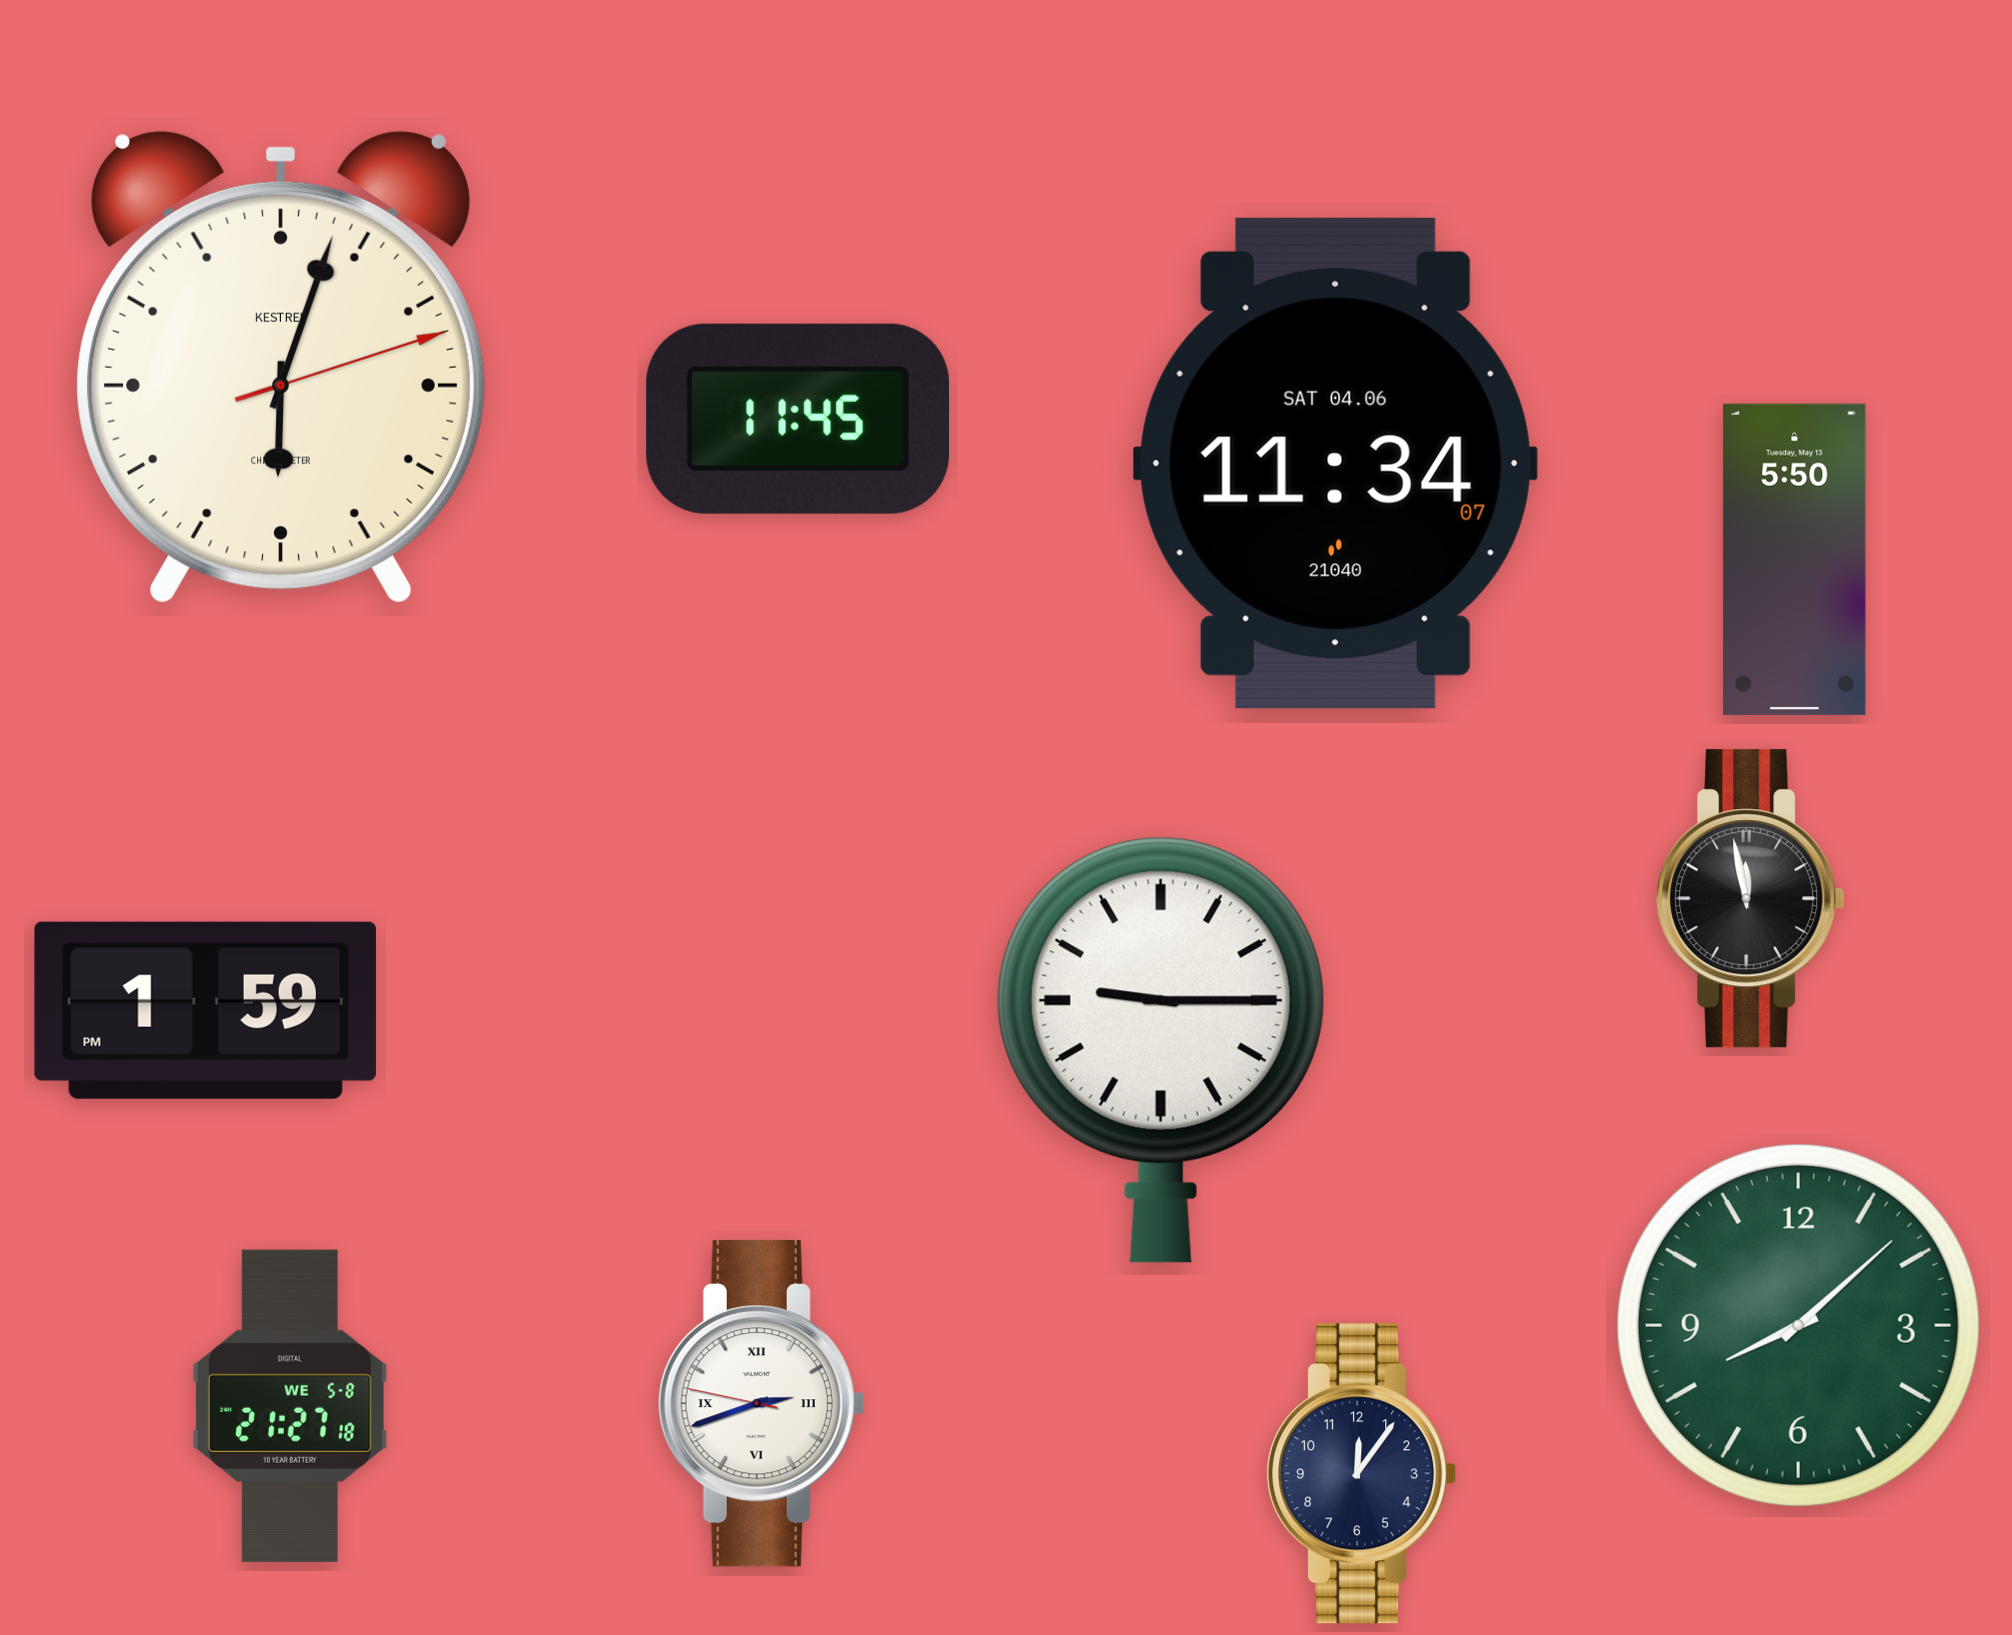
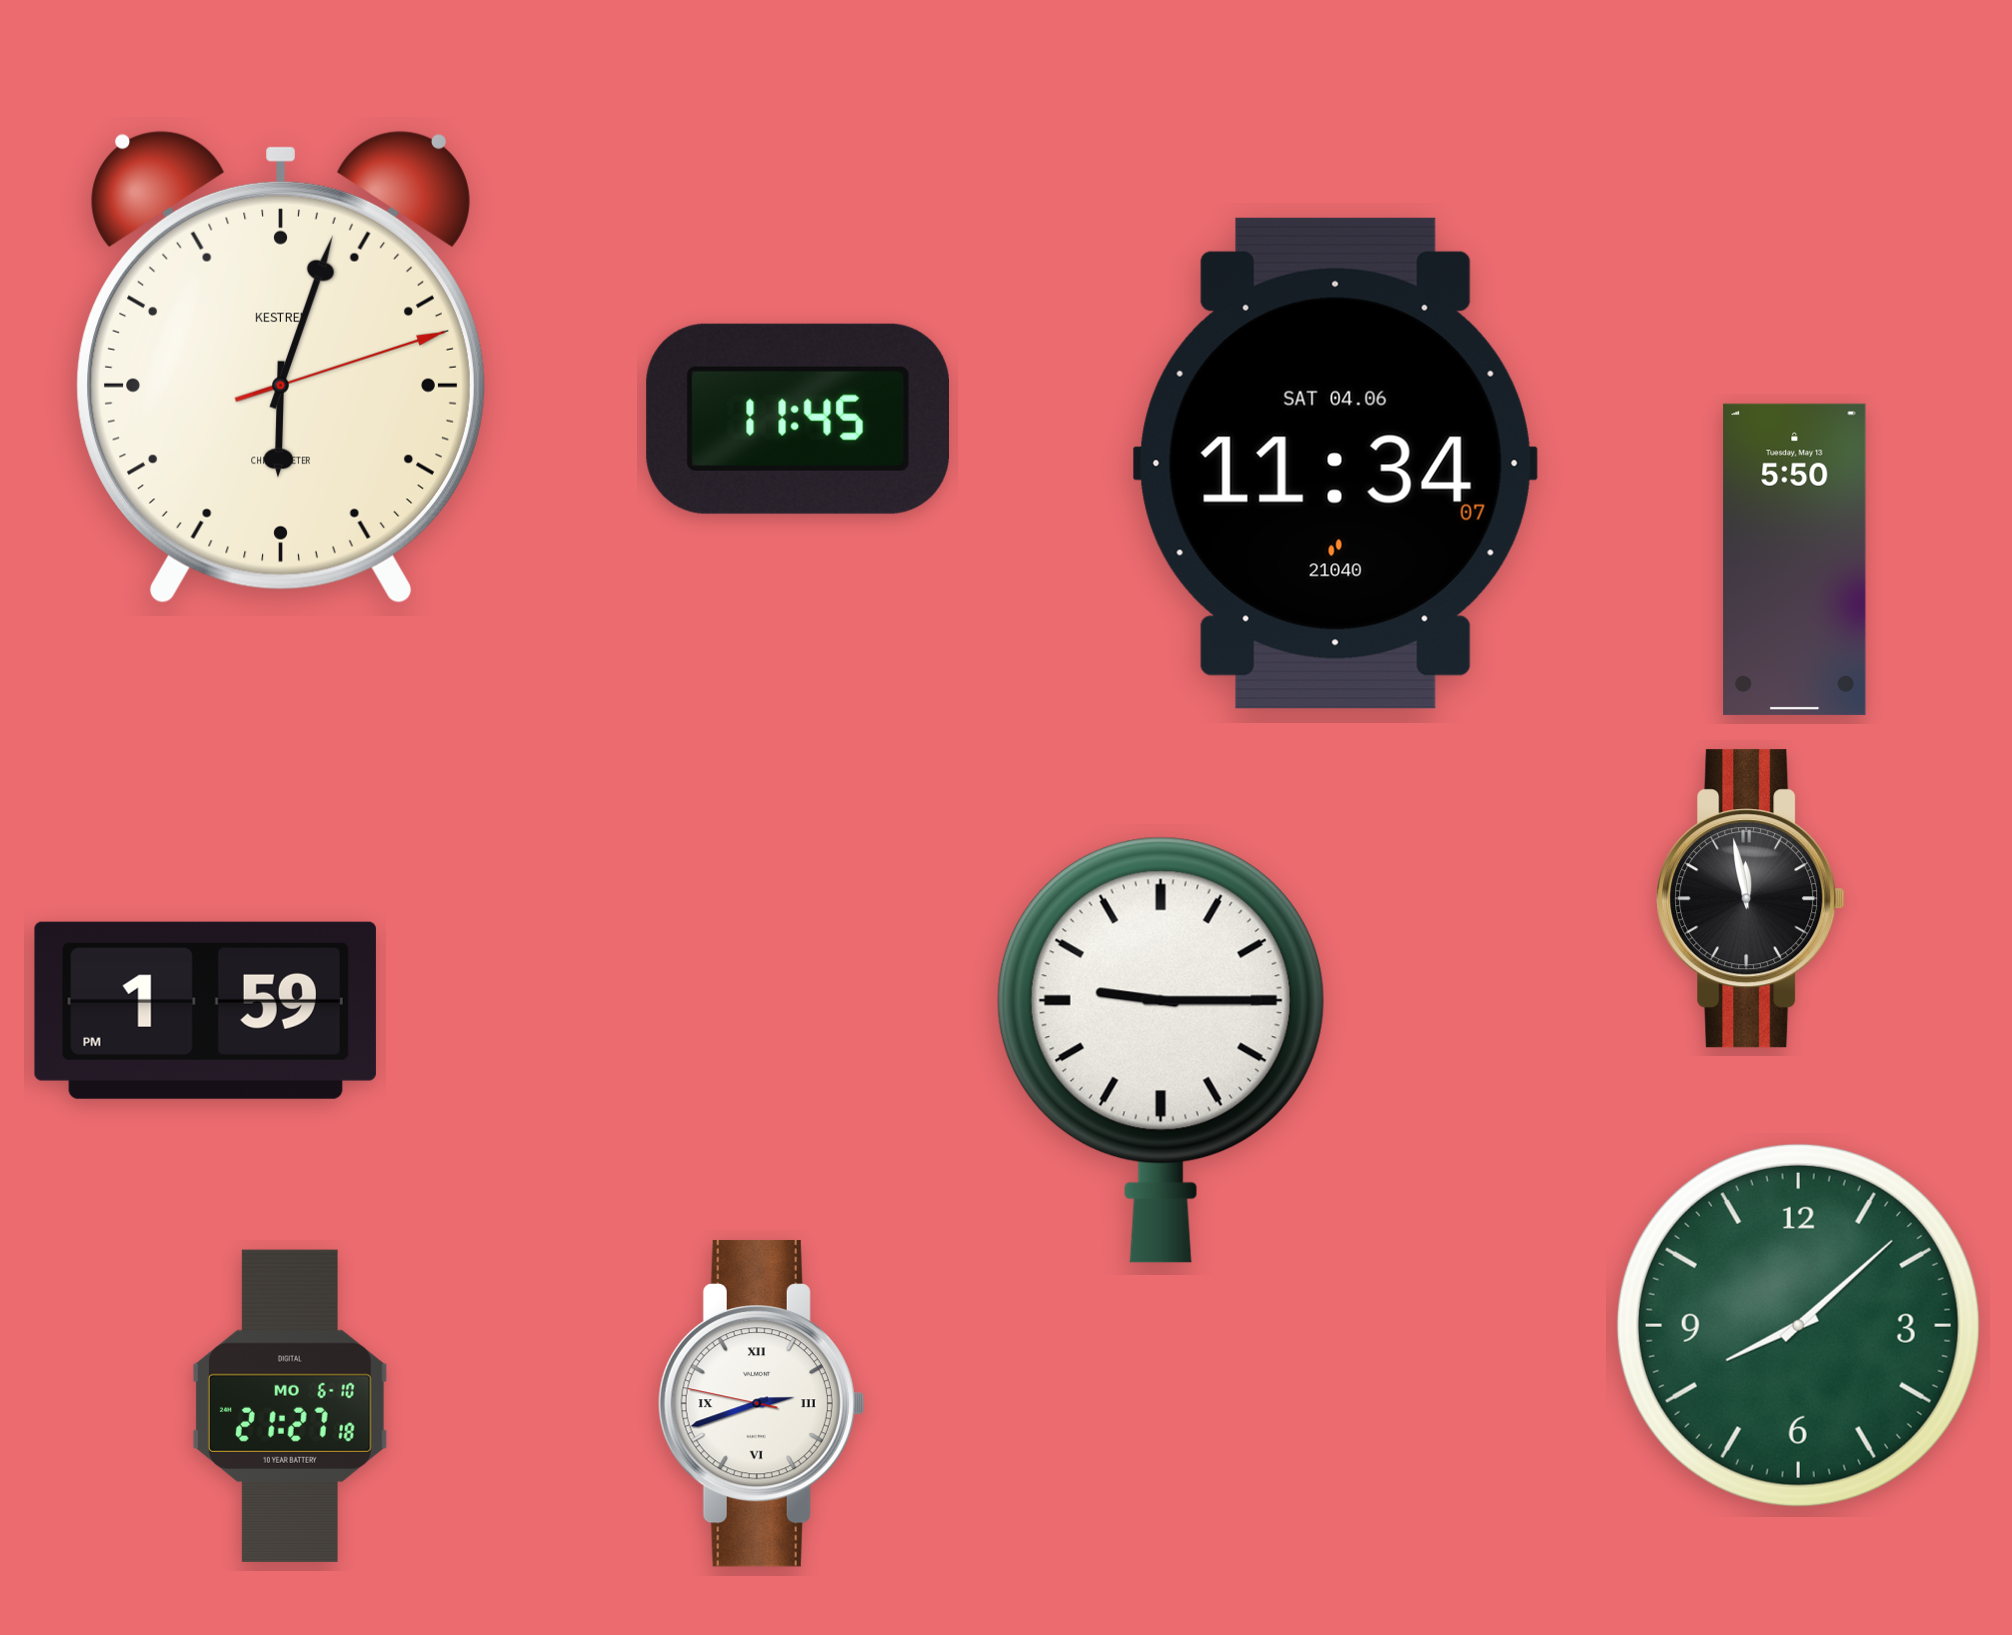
clock at (290, 1406) date: WE 5-8 -> MO 6-10
clock at (1362, 1474): 12:06 -> none
